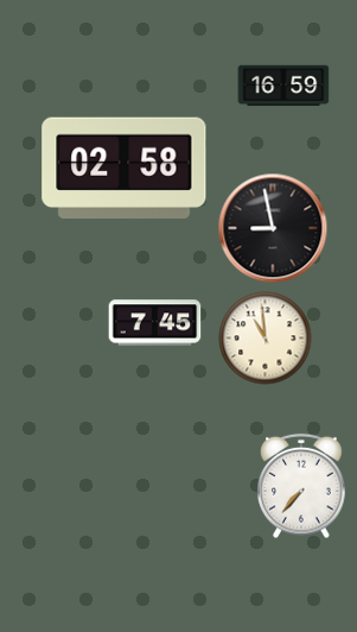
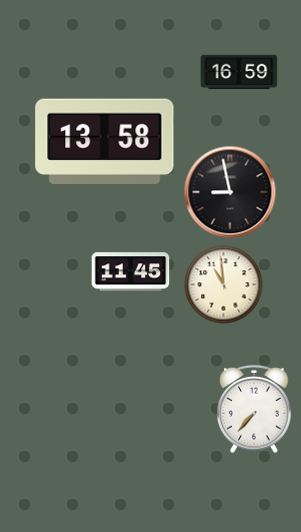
clock at (125, 169): 02:58 -> 13:58
clock at (155, 323): 7:45 -> 11:45
